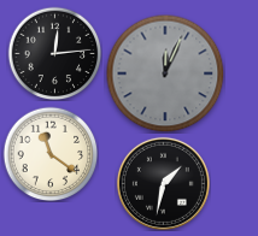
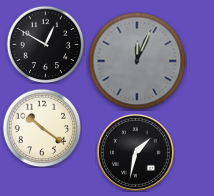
clock at (54, 53): 12:14 -> 12:50
clock at (51, 154): 11:21 -> 10:21
